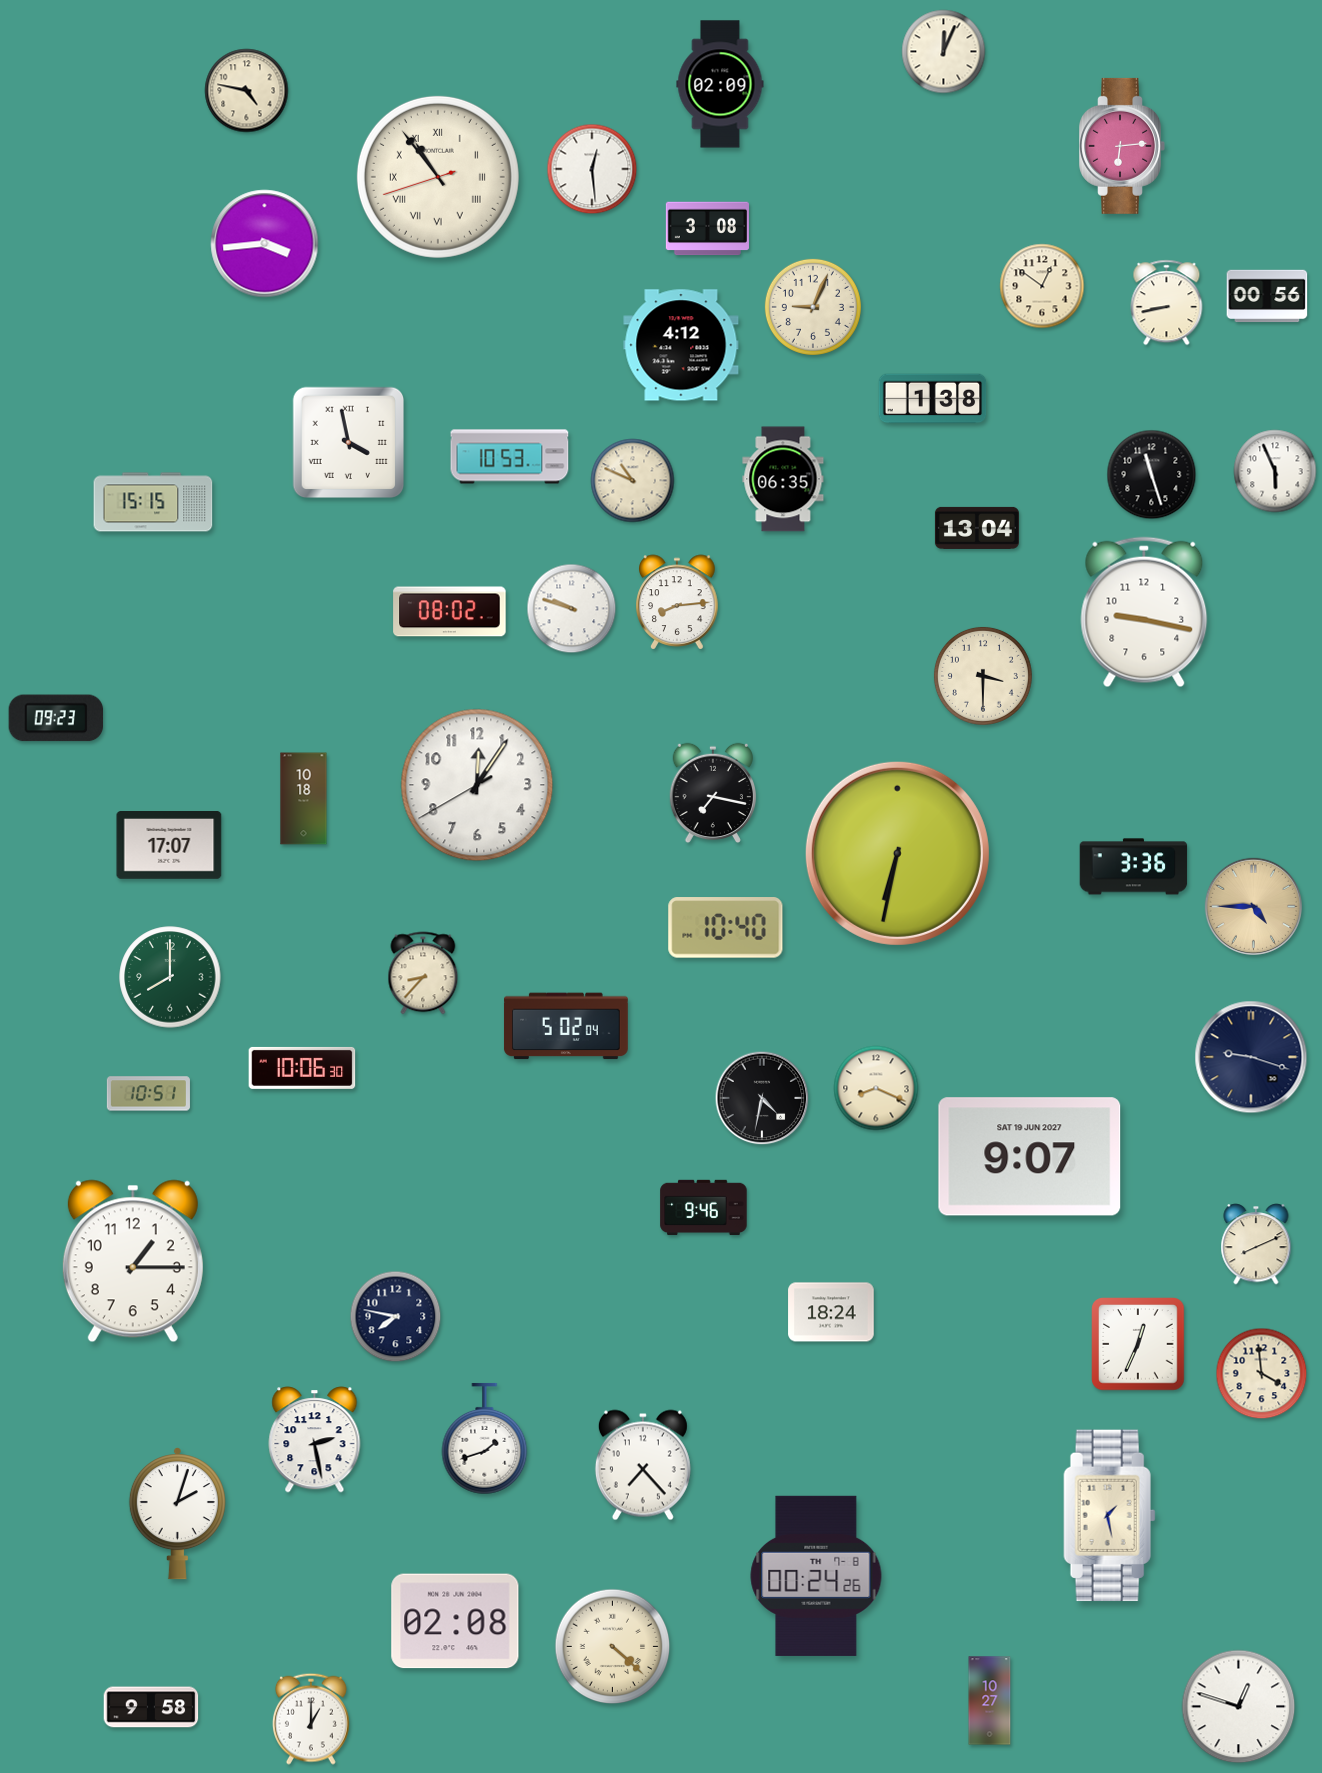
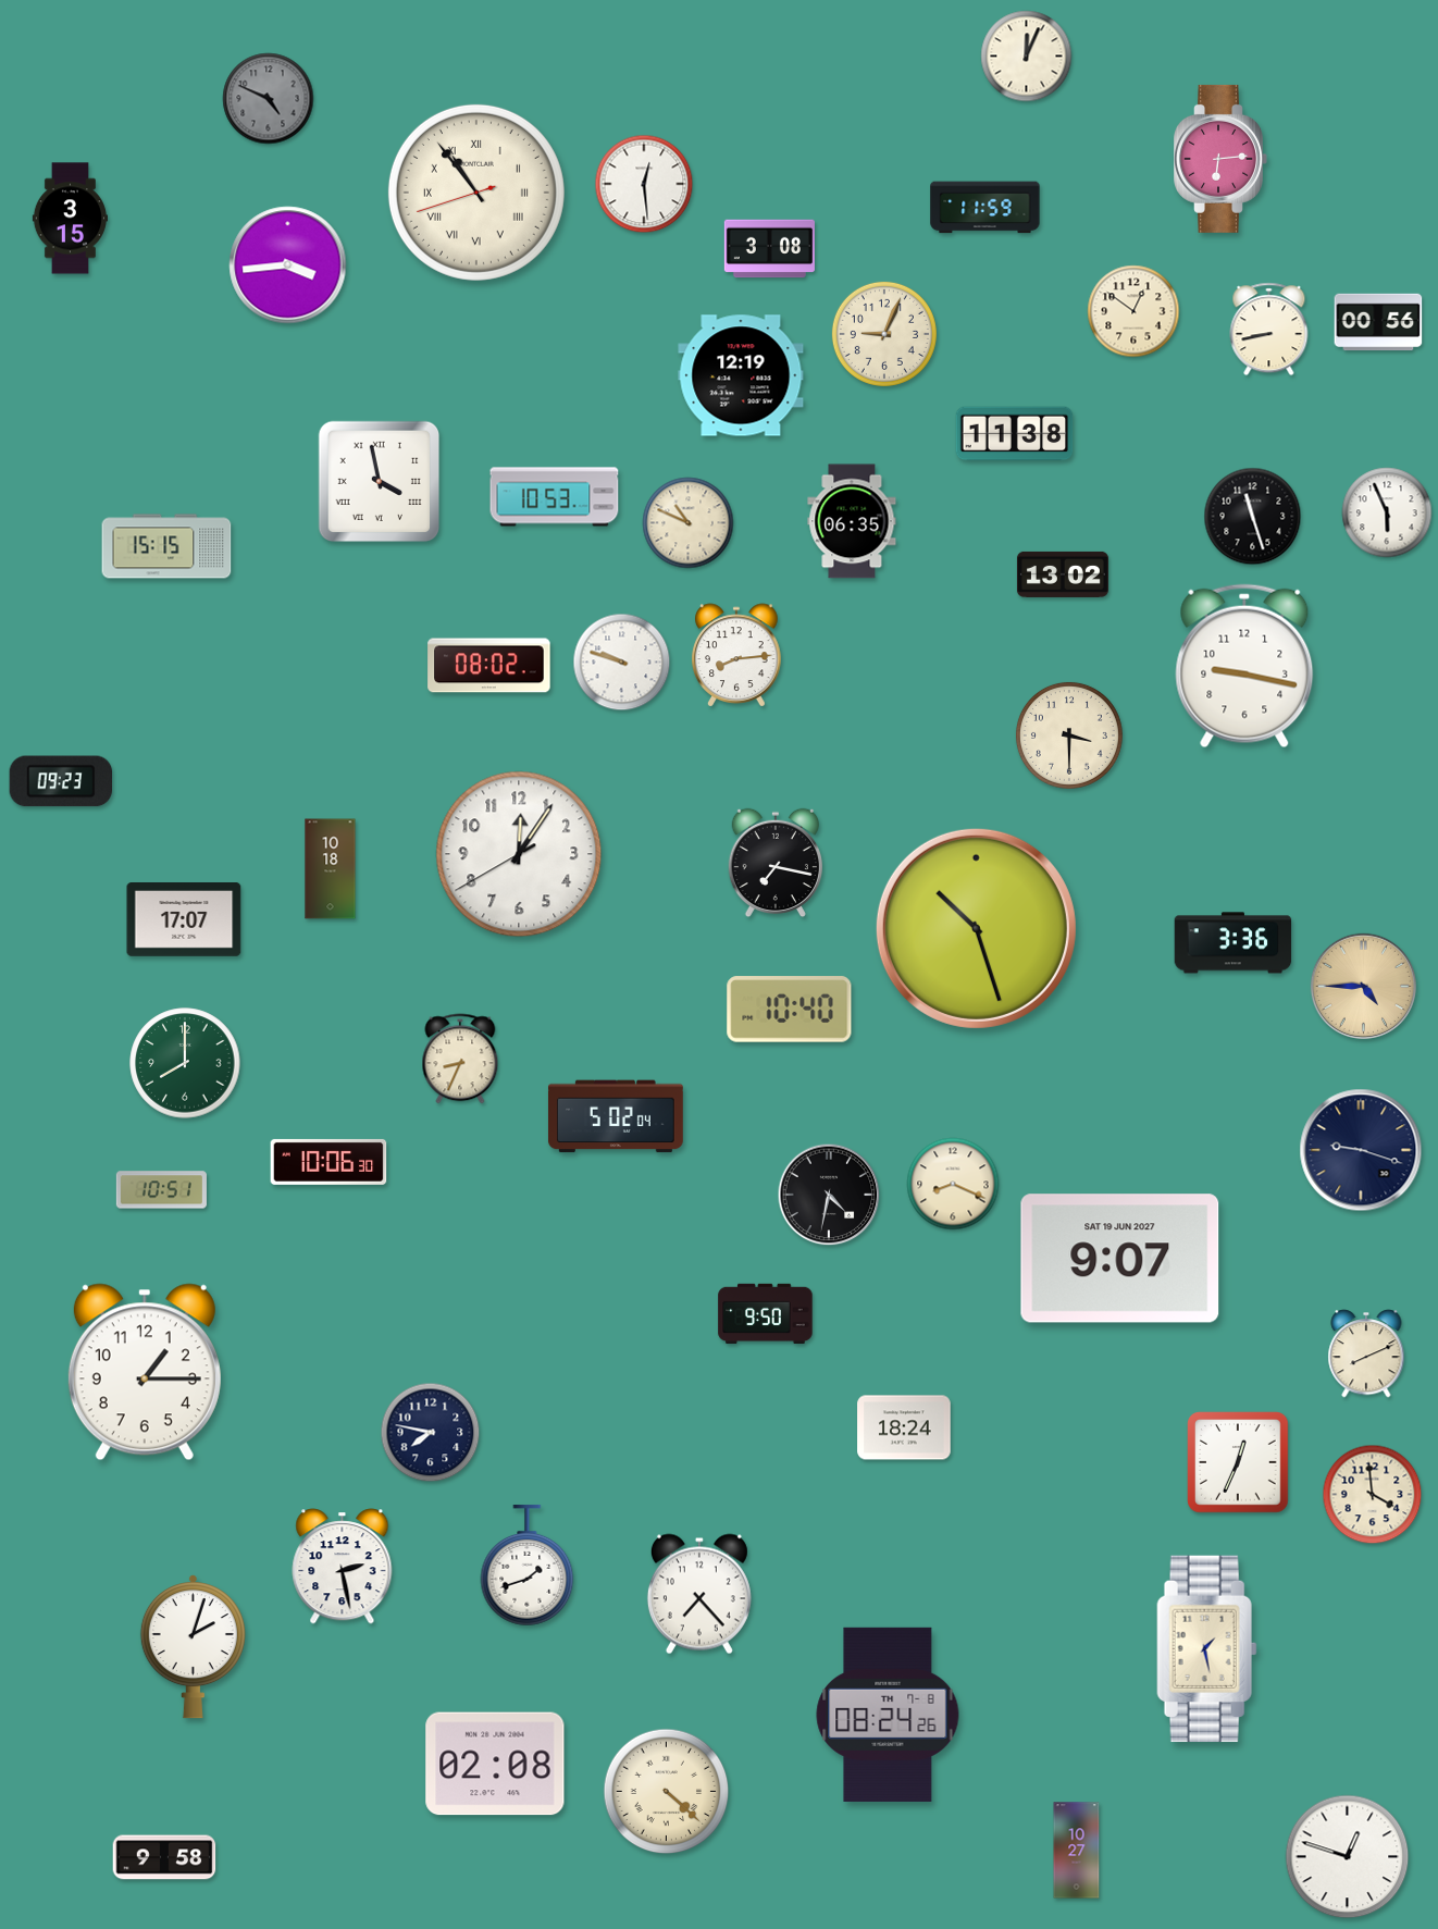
clock at (720, 84): 02:09 -> none
clock at (247, 91): 4:47 -> 4:49
clock at (247, 91) dial: cream -> grey
clock at (985, 208): none -> 11:59
clock at (71, 219): none -> 3:15
clock at (681, 345): 4:12 -> 12:19
clock at (933, 399): 1:38 -> 11:38
clock at (977, 528): 13:04 -> 13:02
clock at (897, 853): 6:32 -> 10:27
clock at (423, 973): 8:37 -> 8:34
clock at (704, 1208): 9:46 -> 9:50
clock at (816, 1576): 00:24 -> 08:24
clock at (311, 1719): 1:00 -> none
